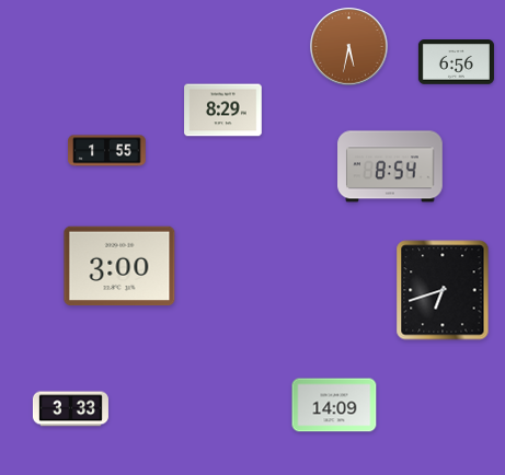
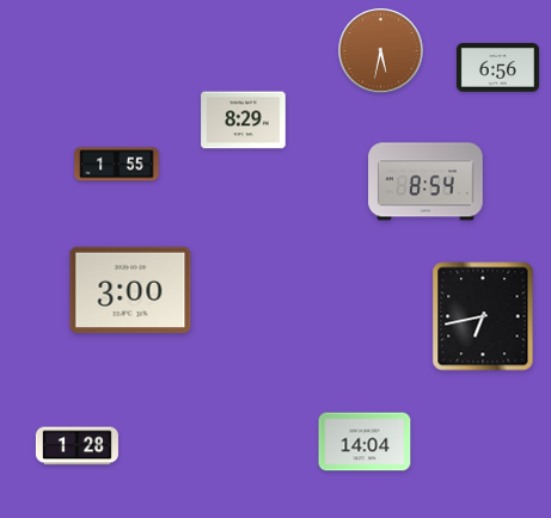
clock at (443, 290): 6:42 -> 6:43
clock at (334, 405): 14:09 -> 14:04
clock at (70, 409): 3:33 -> 1:28
